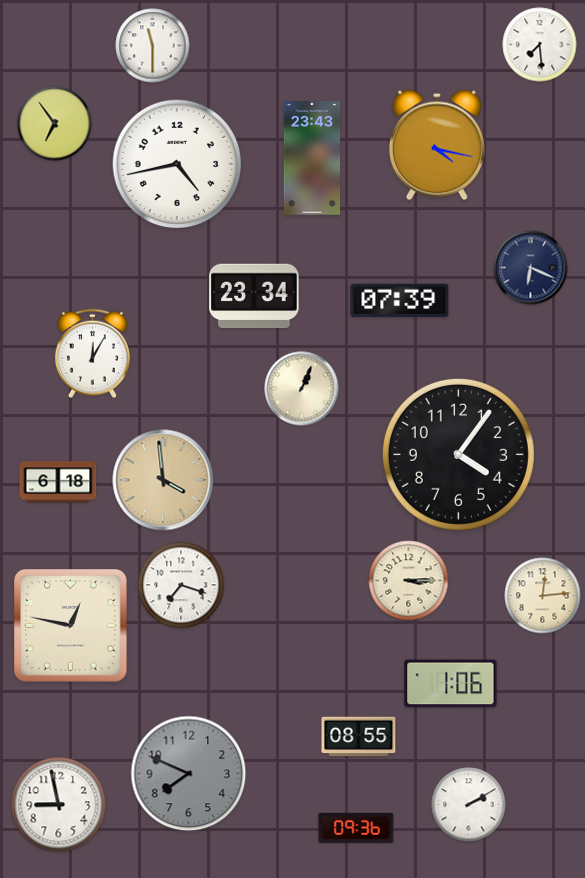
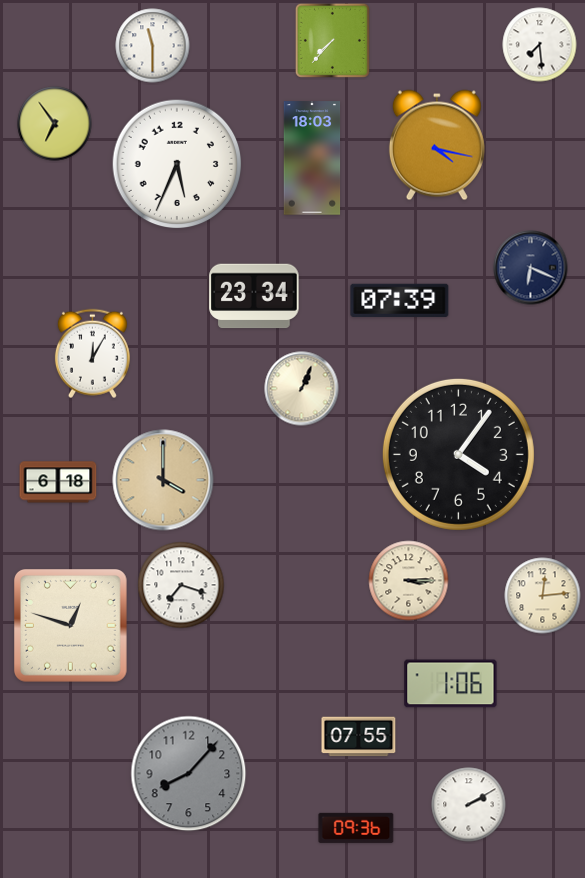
clock at (332, 40): none -> 7:37
clock at (312, 158): 23:43 -> 18:03
clock at (177, 164): 4:43 -> 5:34
clock at (163, 480): 3:59 -> 4:00
clock at (71, 626): 12:47 -> 12:48
clock at (359, 737): 08:55 -> 07:55
clock at (189, 774): 7:49 -> 8:07
clock at (59, 805): 8:58 -> none
